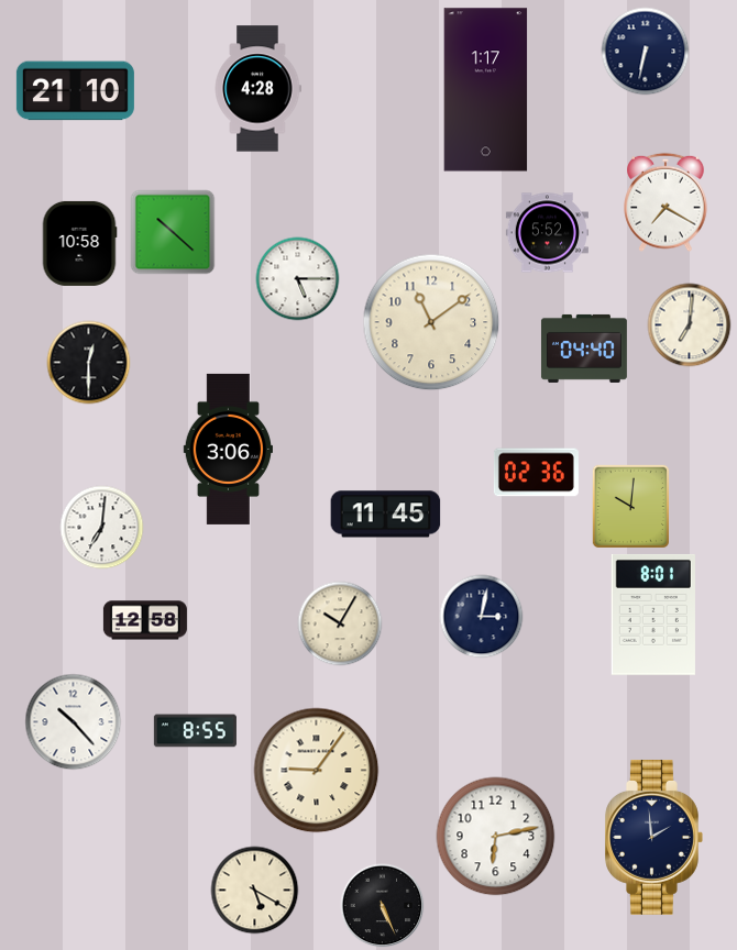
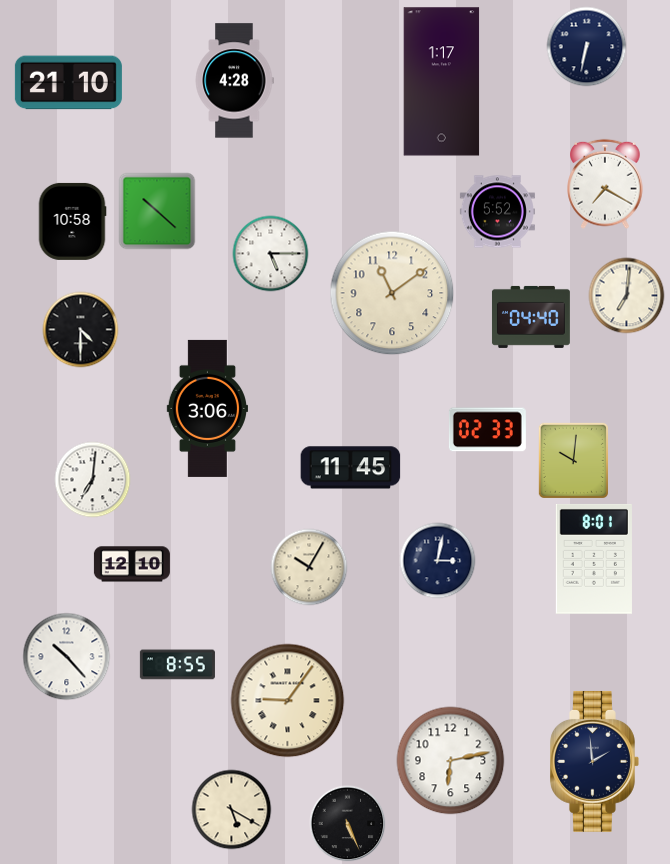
clock at (89, 363): 12:30 -> 4:30
clock at (536, 473): 02:36 -> 02:33
clock at (145, 620): 12:58 -> 12:10
